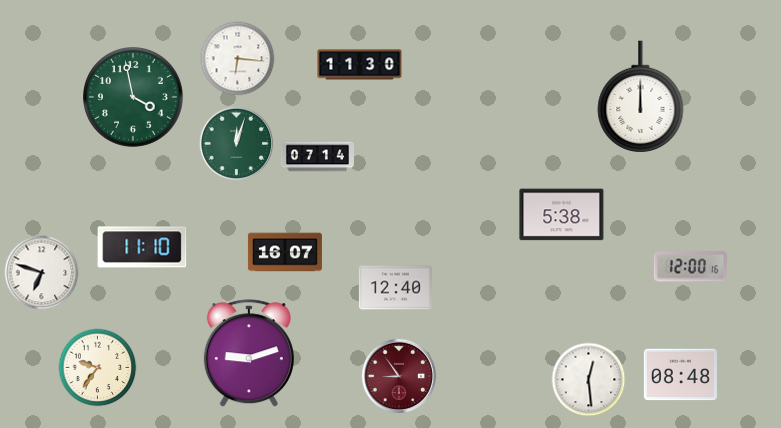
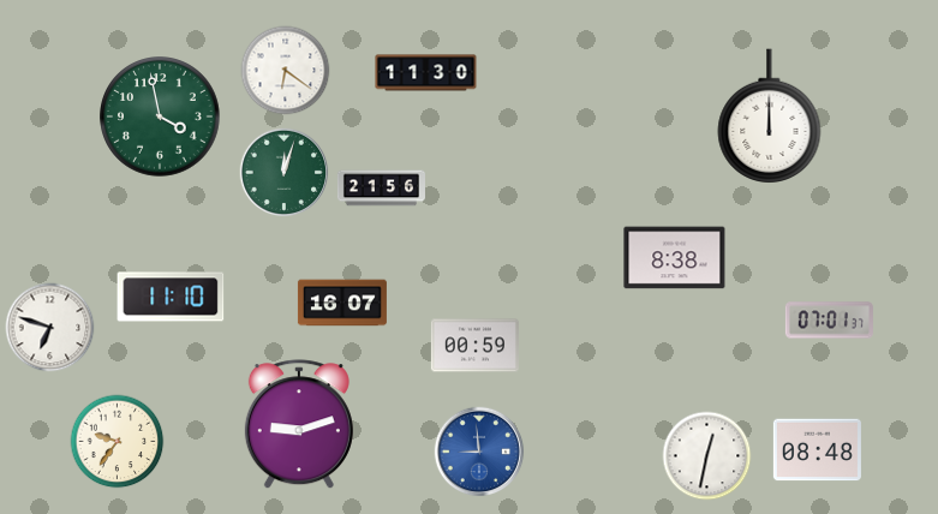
clock at (238, 59): 6:16 -> 6:21
clock at (360, 65) position: (360, 65) -> (426, 73)
clock at (317, 157): 07:14 -> 21:56
clock at (562, 215): 5:38 -> 8:38
clock at (690, 267): 12:00 -> 07:01
clock at (395, 288): 12:40 -> 00:59
clock at (399, 376): 8:54 -> 8:59
clock at (399, 376) dial: burgundy -> blue
clock at (589, 380): 12:29 -> 12:32
